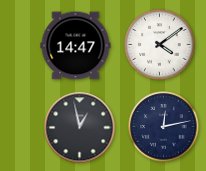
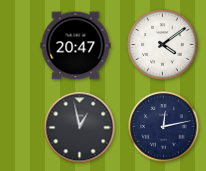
clock at (160, 45) position: (160, 45) -> (163, 45)
clock at (76, 46): 14:47 -> 20:47
